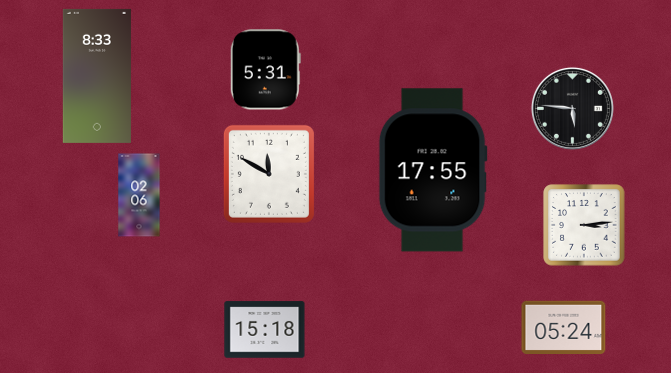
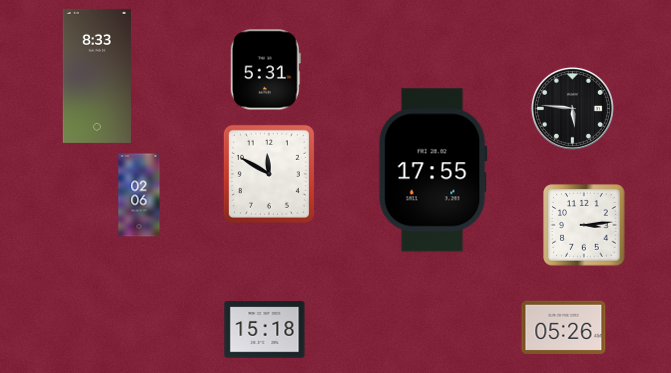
clock at (564, 327): 05:24 -> 05:26
